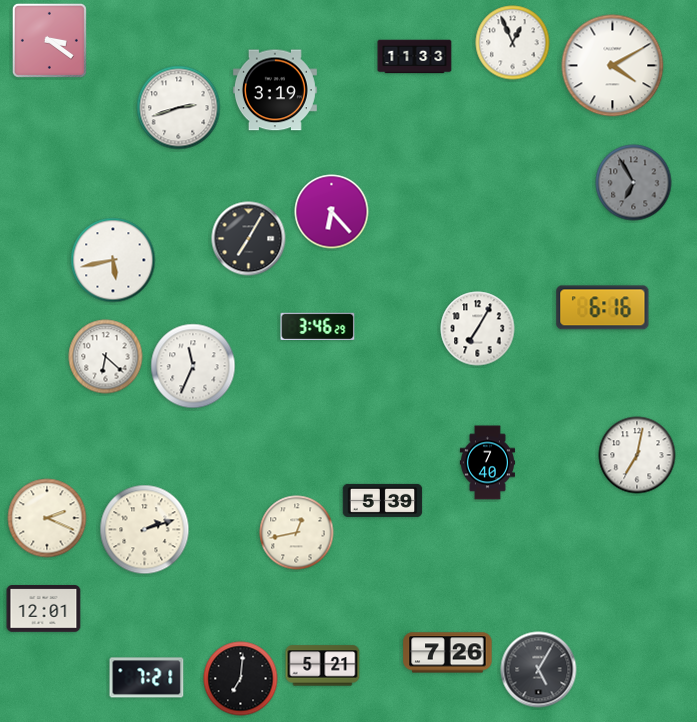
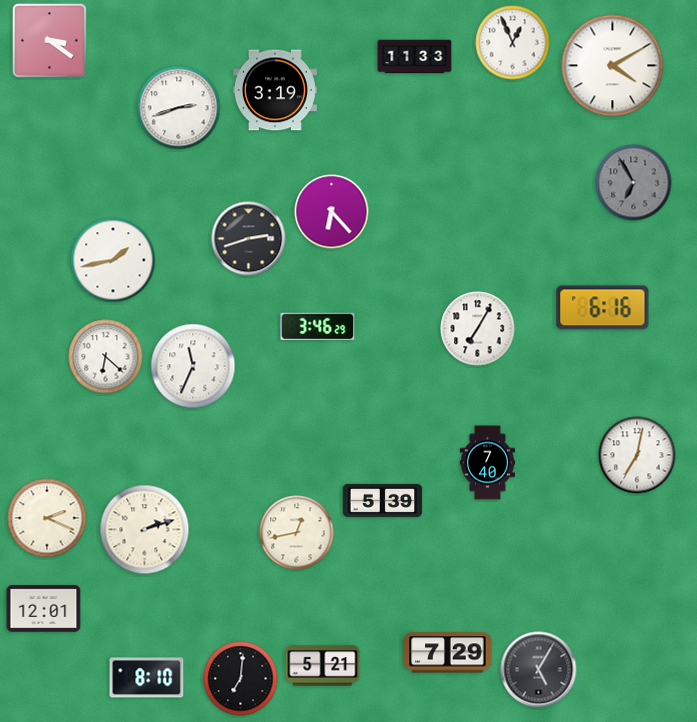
clock at (249, 239): 7:05 -> 2:42
clock at (113, 260): 5:43 -> 1:43
clock at (448, 653): 7:26 -> 7:29
clock at (147, 678): 7:21 -> 8:10
